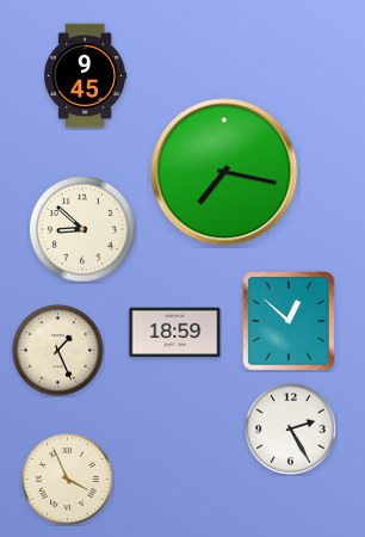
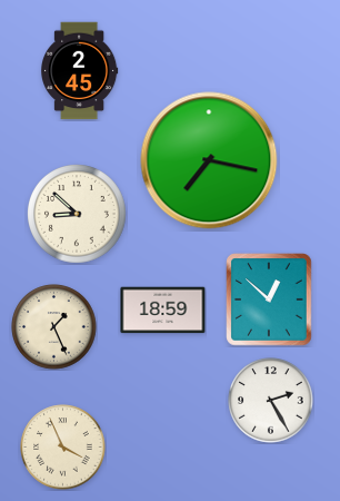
clock at (86, 76): 9:45 -> 2:45
